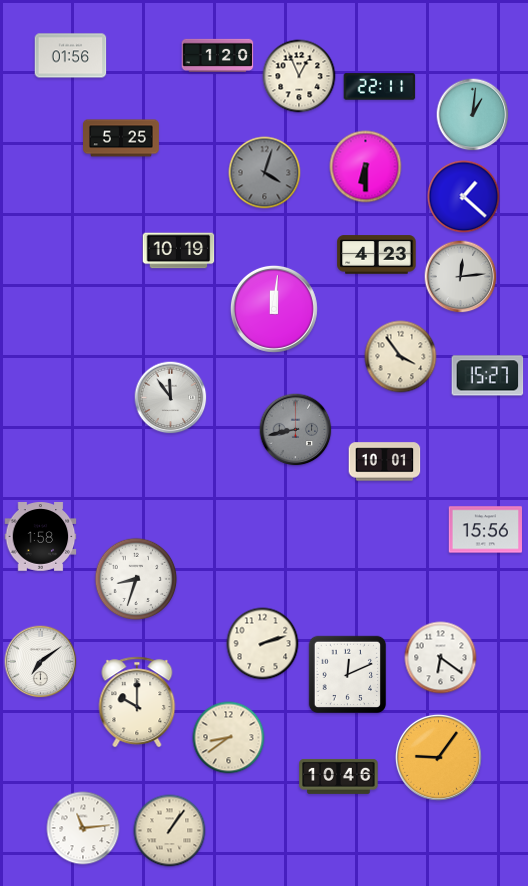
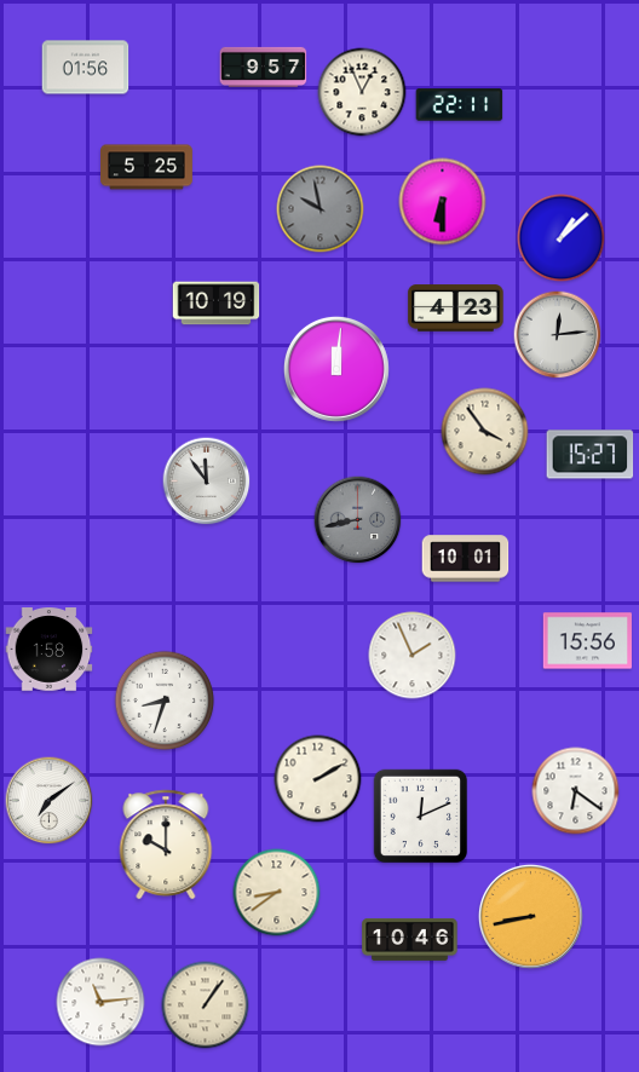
clock at (218, 55): 1:20 -> 9:57
clock at (473, 115): 1:01 -> none
clock at (265, 173): 4:03 -> 9:58
clock at (464, 197): 1:22 -> 1:08
clock at (274, 309) position: (274, 309) -> (336, 369)
clock at (413, 656): none -> 1:56
clock at (263, 644): 2:12 -> 2:10
clock at (441, 658) position: (441, 658) -> (576, 791)
clock at (137, 702) position: (137, 702) -> (166, 845)
clock at (438, 757): 9:06 -> 8:43
